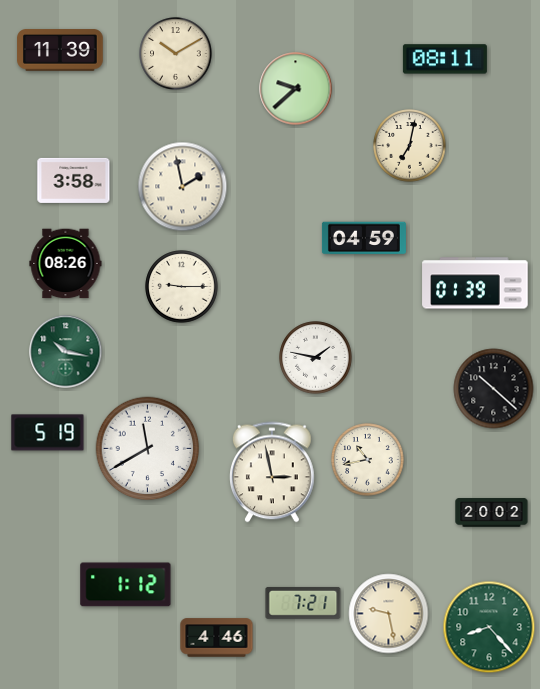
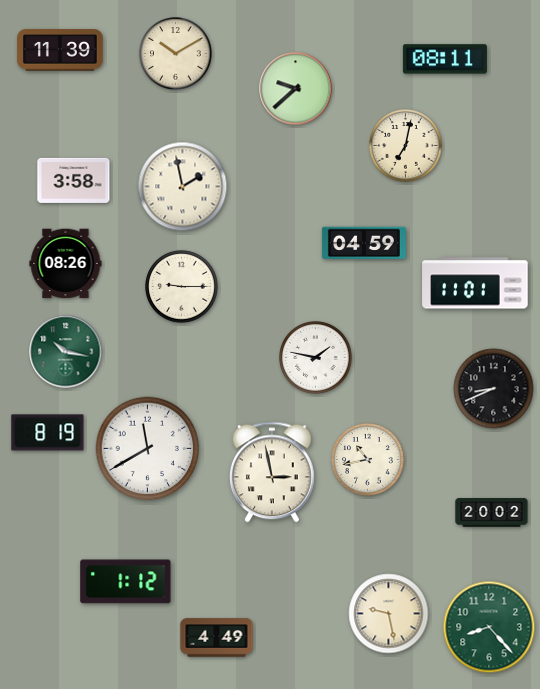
clock at (410, 146) position: (410, 146) -> (406, 146)
clock at (364, 238) position: (364, 238) -> (364, 243)
clock at (475, 283): 01:39 -> 11:01
clock at (494, 389): 10:22 -> 8:41
clock at (48, 433): 5:19 -> 8:19
clock at (126, 585) position: (126, 585) -> (126, 582)
clock at (303, 603): 7:21 -> none
clock at (217, 638): 4:46 -> 4:49
